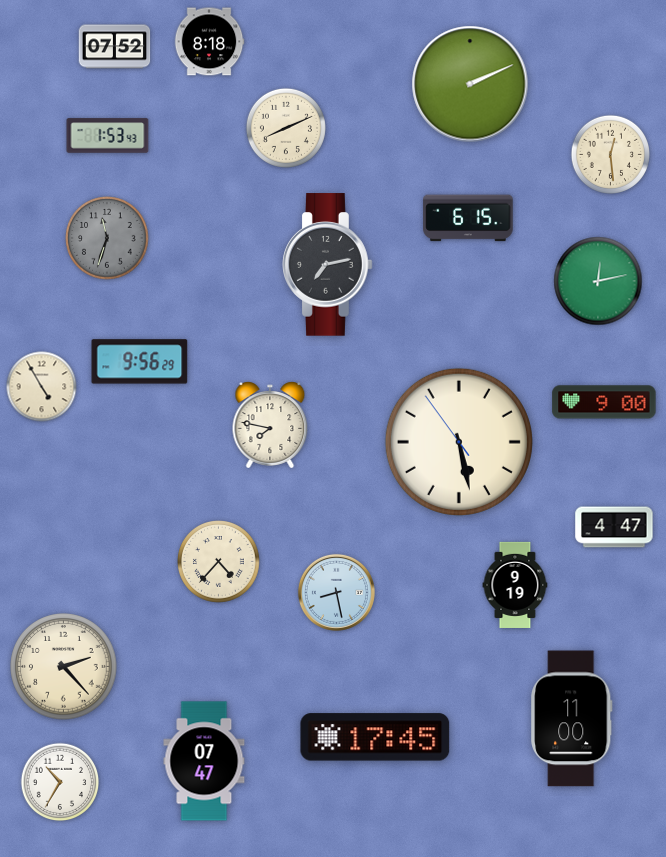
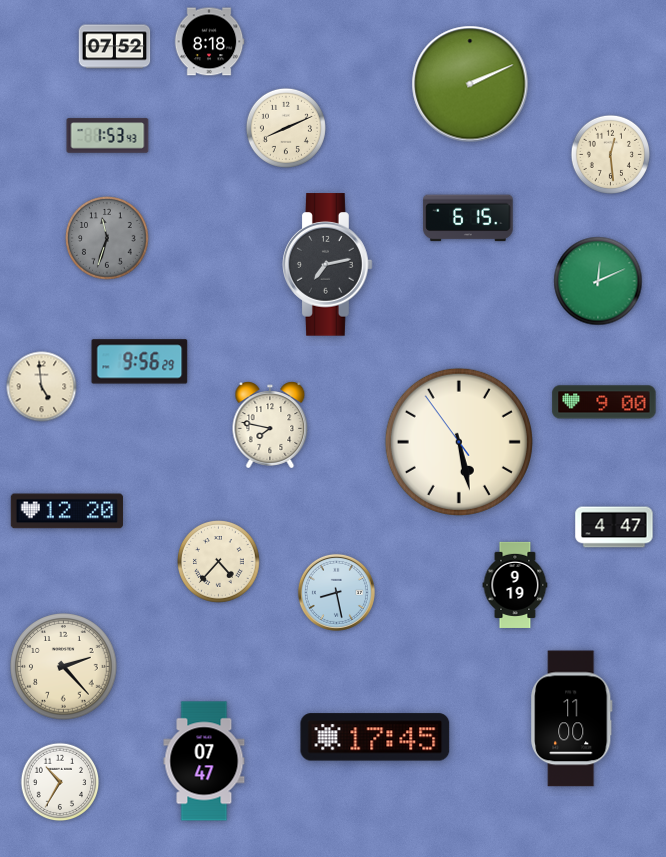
clock at (598, 281): 12:13 -> 12:11
clock at (42, 387): 4:55 -> 4:59
clock at (67, 511): none -> 12:20
